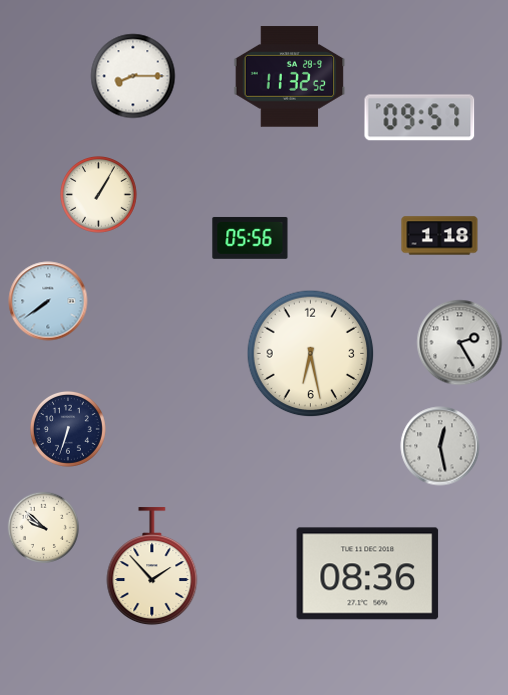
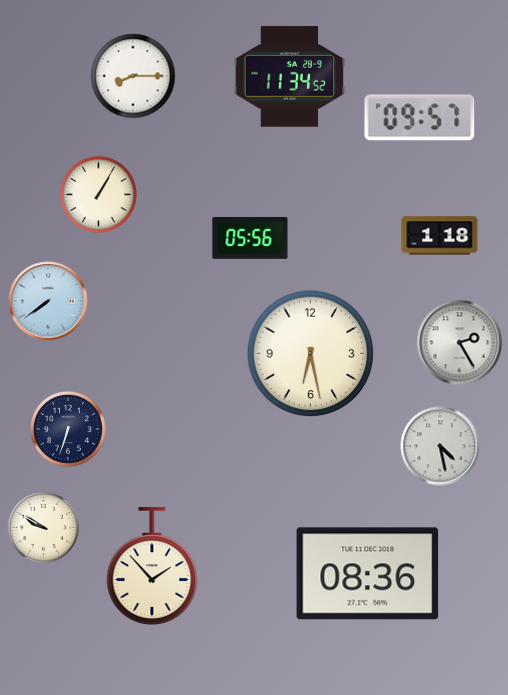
clock at (290, 77): 11:32 -> 11:34
clock at (440, 446): 12:28 -> 4:28
clock at (43, 527): 9:52 -> 9:50
